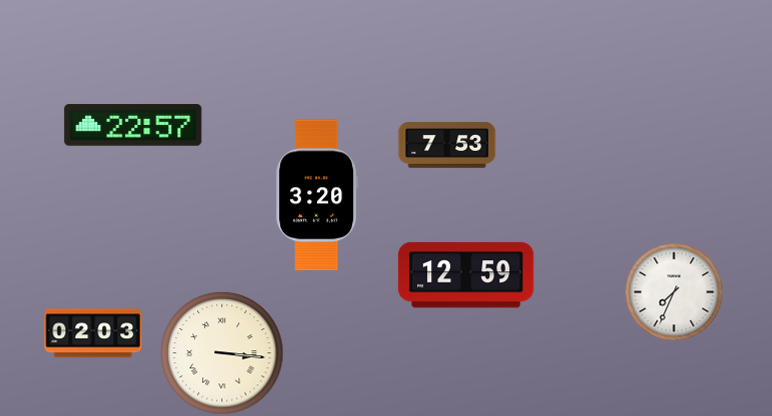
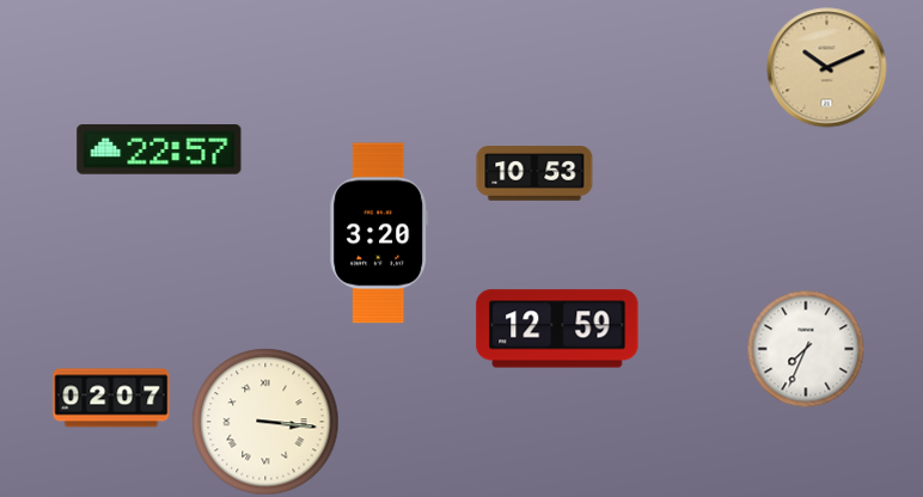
clock at (827, 68): none -> 10:11
clock at (447, 145): 7:53 -> 10:53
clock at (93, 333): 02:03 -> 02:07
